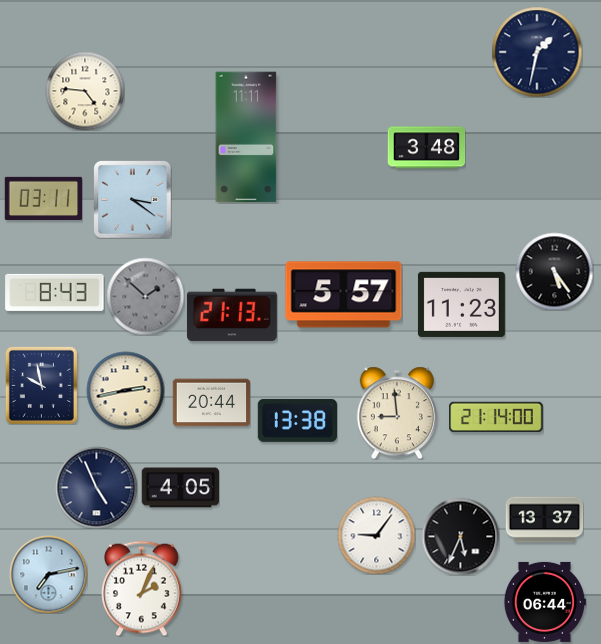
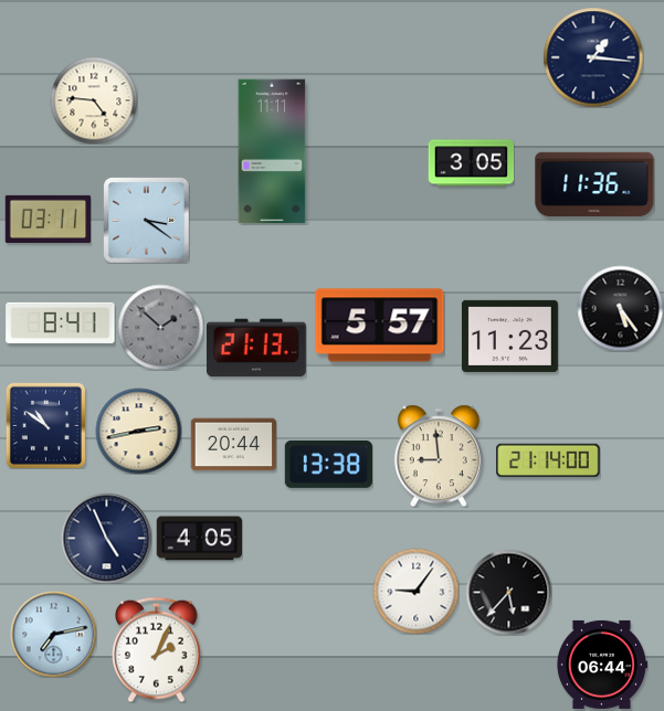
clock at (537, 52): 1:32 -> 1:16
clock at (426, 148): 3:48 -> 3:05
clock at (594, 184): none -> 11:36
clock at (554, 271) position: (554, 271) -> (620, 308)
clock at (55, 292): 8:43 -> 8:41
clock at (41, 385): 9:58 -> 10:51
clock at (544, 520): 13:37 -> none
clock at (460, 536): 5:34 -> 5:37
